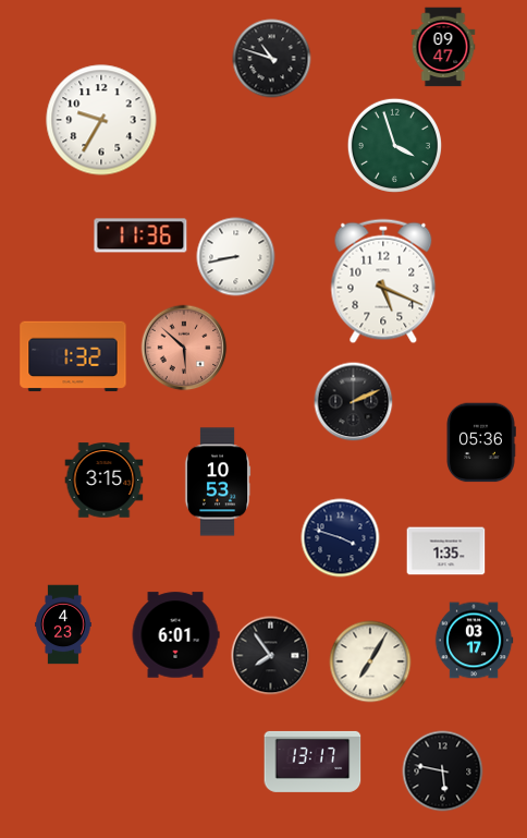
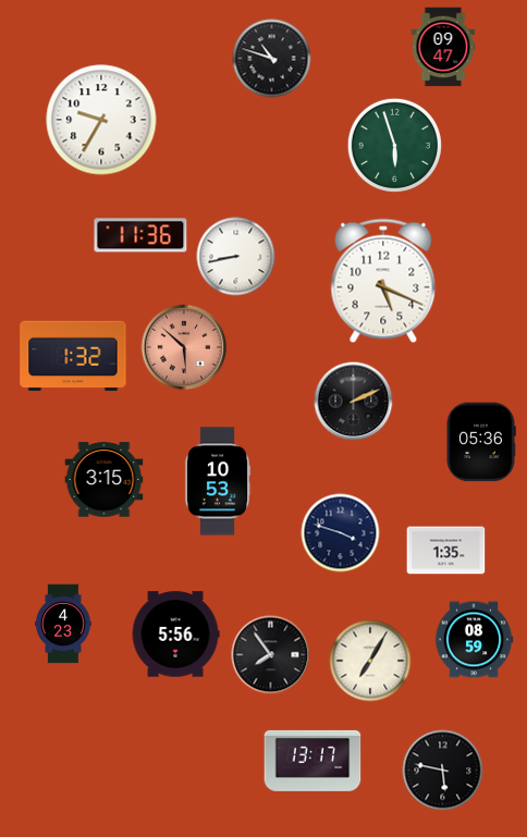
clock at (394, 145): 3:57 -> 5:57
clock at (341, 538) position: (341, 538) -> (341, 533)
clock at (175, 635): 6:01 -> 5:56
clock at (474, 641): 03:17 -> 08:59
